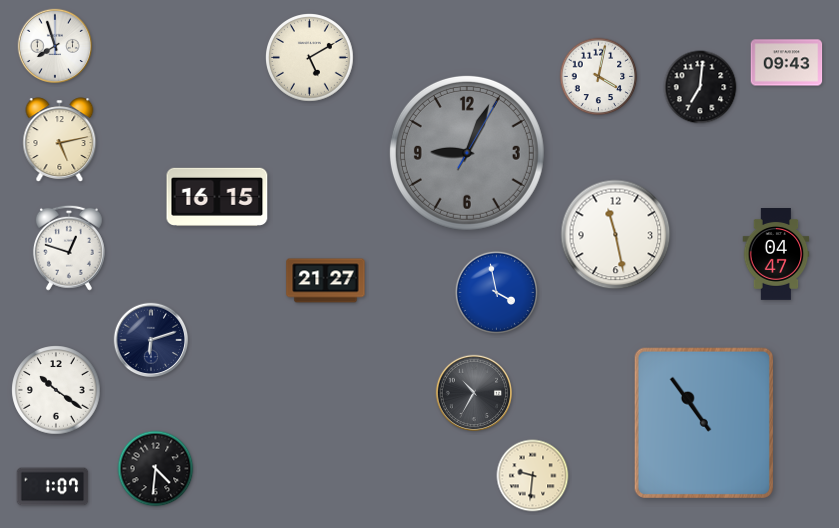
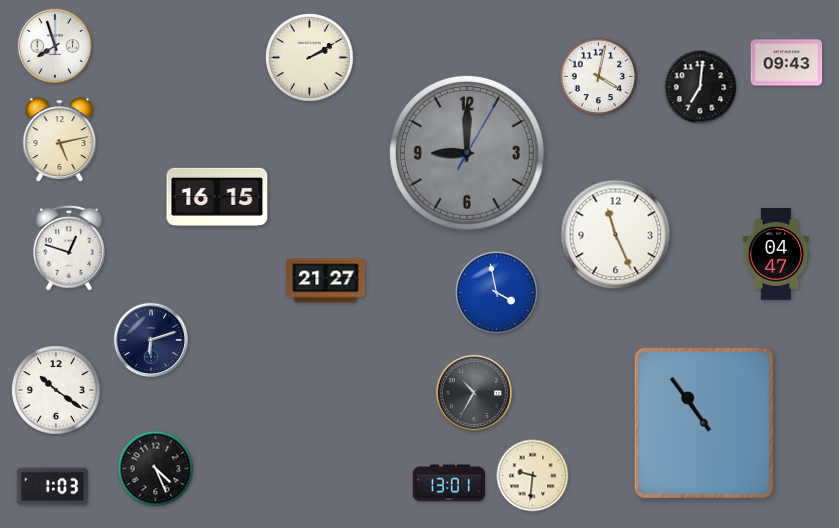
clock at (310, 58): 5:10 -> 2:10
clock at (467, 153): 9:04 -> 9:00
clock at (616, 235): 11:28 -> 11:26
clock at (156, 469): 4:31 -> 4:26
clock at (449, 483): none -> 13:01
clock at (53, 487): 1:07 -> 1:03
